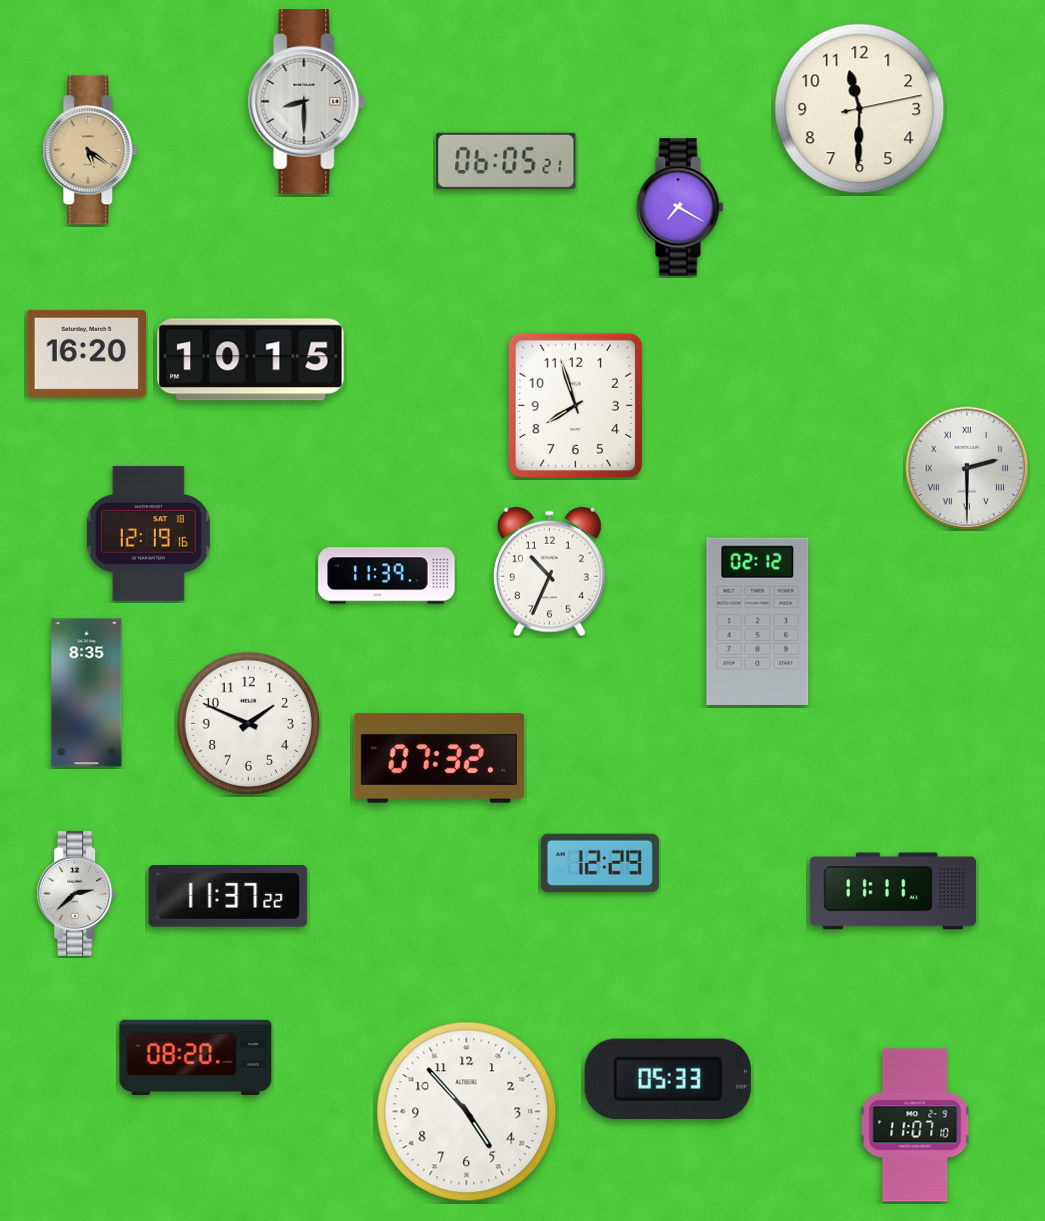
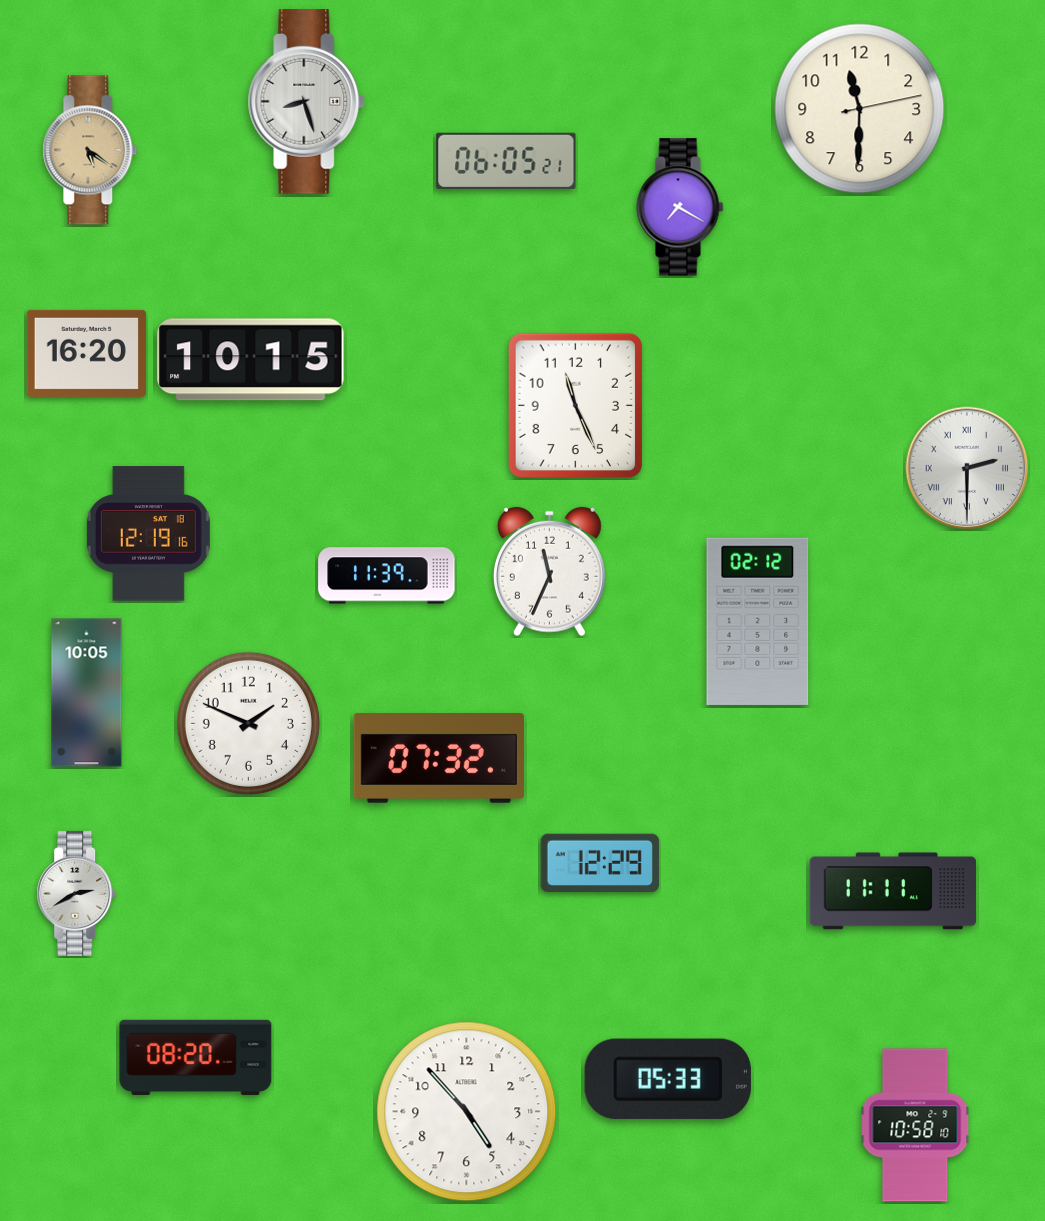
clock at (307, 102): 8:30 -> 8:27
clock at (575, 406): 7:57 -> 11:26
clock at (549, 572): 10:34 -> 11:34
clock at (87, 693): 8:35 -> 10:05
clock at (77, 893): 2:38 -> 2:40
clock at (228, 896): 11:37 -> none
clock at (915, 1125): 11:07 -> 10:58
